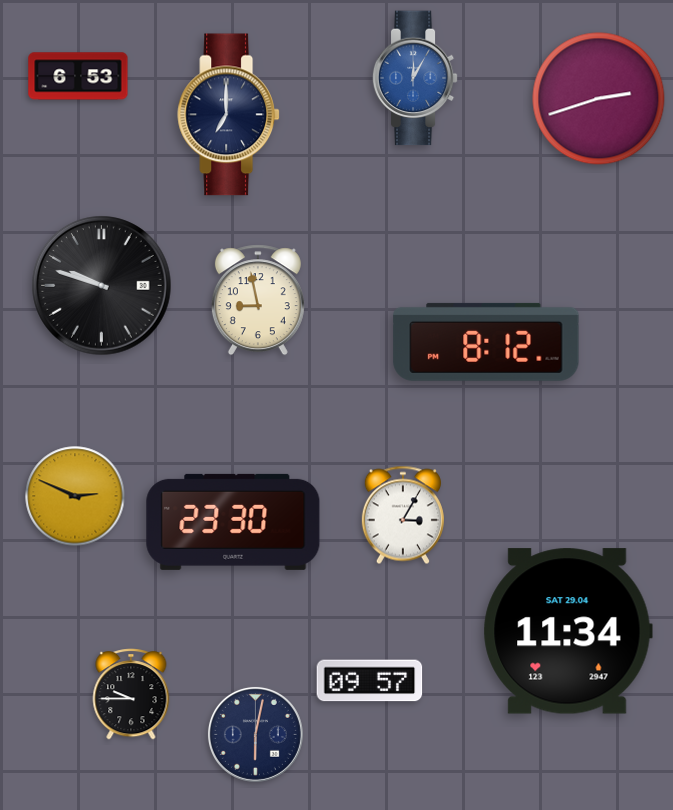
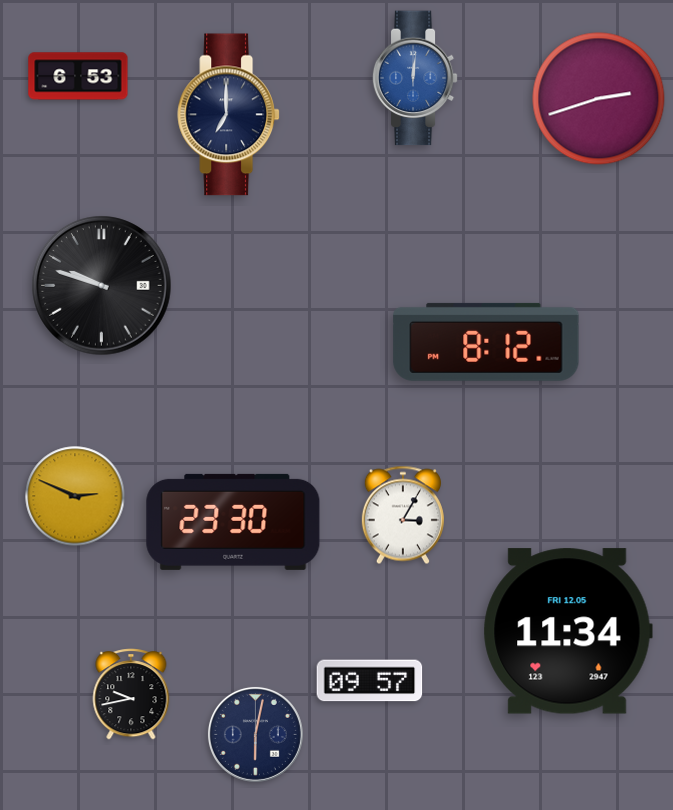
clock at (415, 78): 12:05 -> 12:01
clock at (258, 300): 8:58 -> none
clock at (568, 631) date: SAT 29.04 -> FRI 12.05
clock at (131, 694): 9:45 -> 9:43
